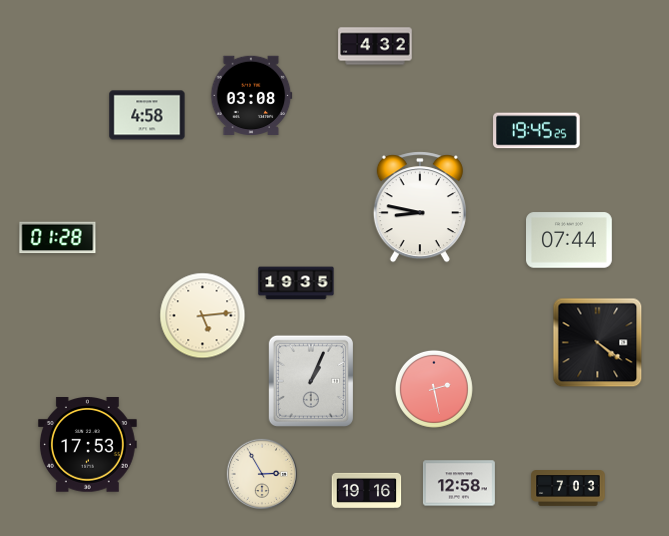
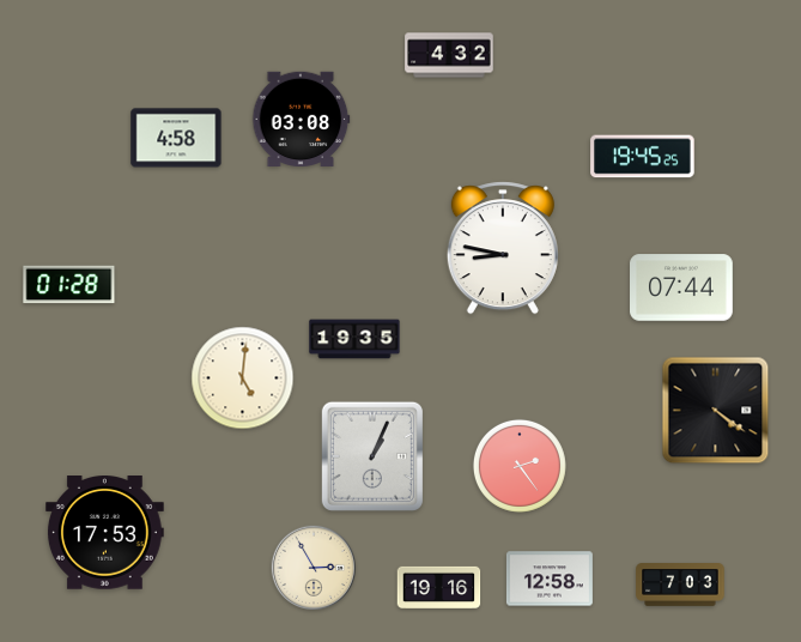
clock at (252, 95) position: (252, 95) -> (302, 119)
clock at (203, 316): 5:14 -> 5:01
clock at (434, 389): 2:28 -> 2:24
